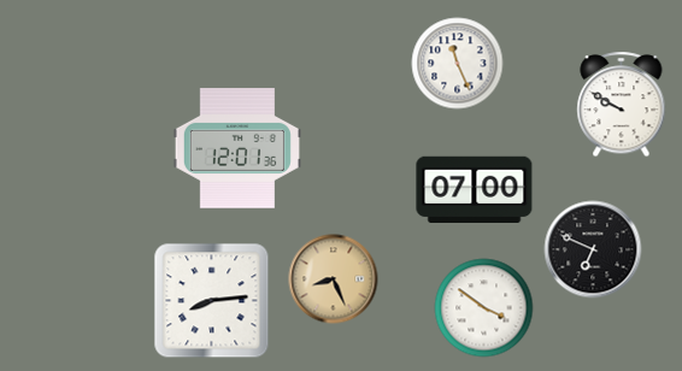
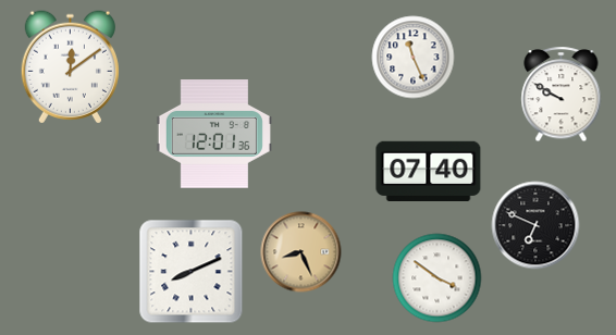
clock at (70, 67): none -> 12:09
clock at (475, 189): 07:00 -> 07:40
clock at (212, 301): 8:14 -> 8:11
